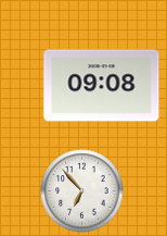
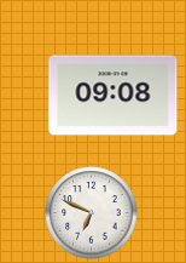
clock at (82, 191): 6:53 -> 6:49
